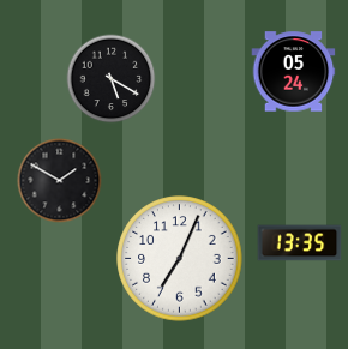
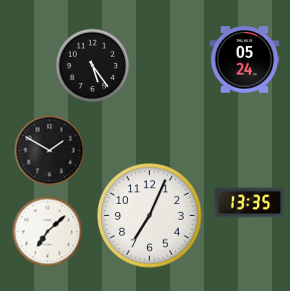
clock at (112, 79): 5:20 -> 5:24
clock at (48, 232): none -> 7:08
